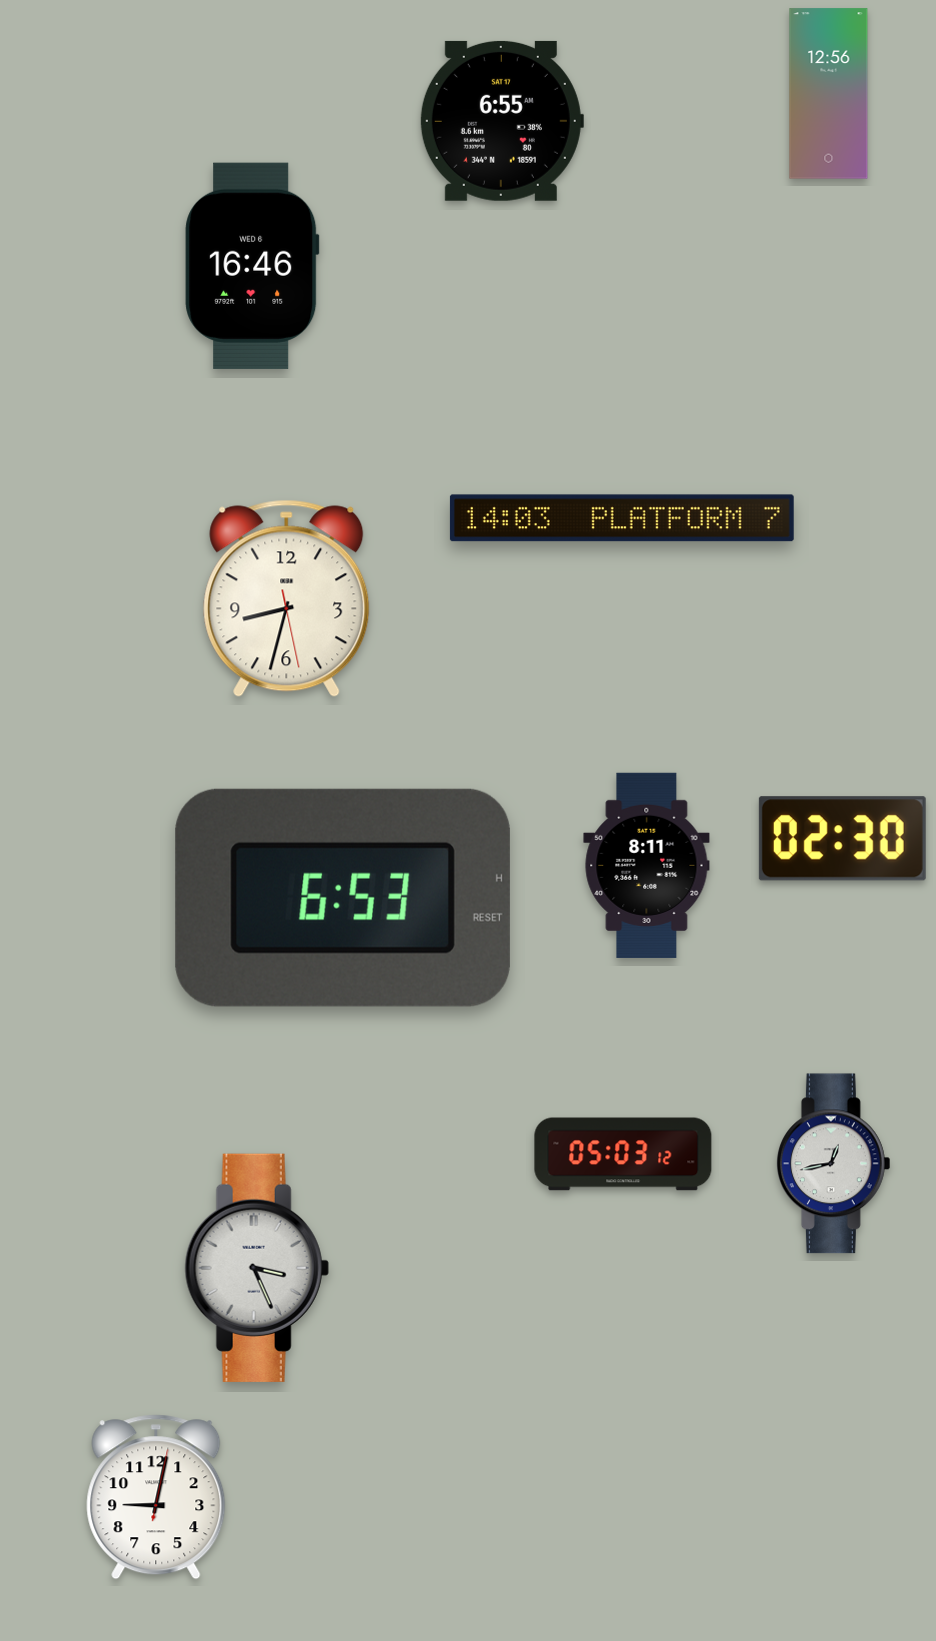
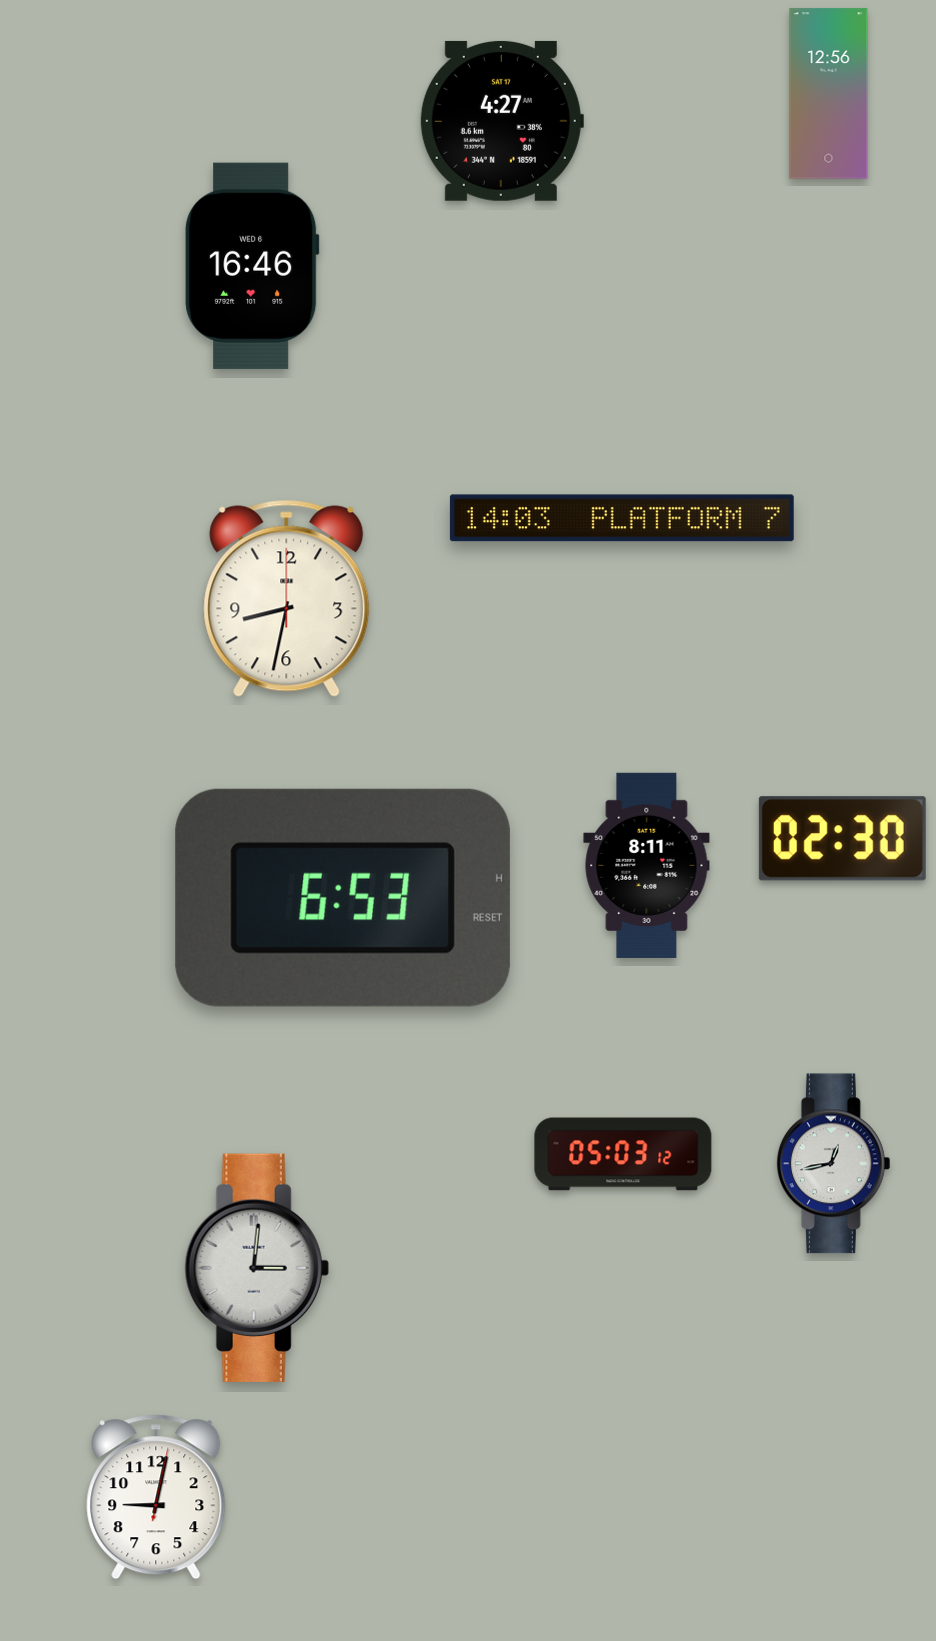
clock at (501, 121): 6:55 -> 4:27
clock at (287, 599): 8:32:28 -> 8:32:00
clock at (257, 1268): 3:26 -> 3:01
